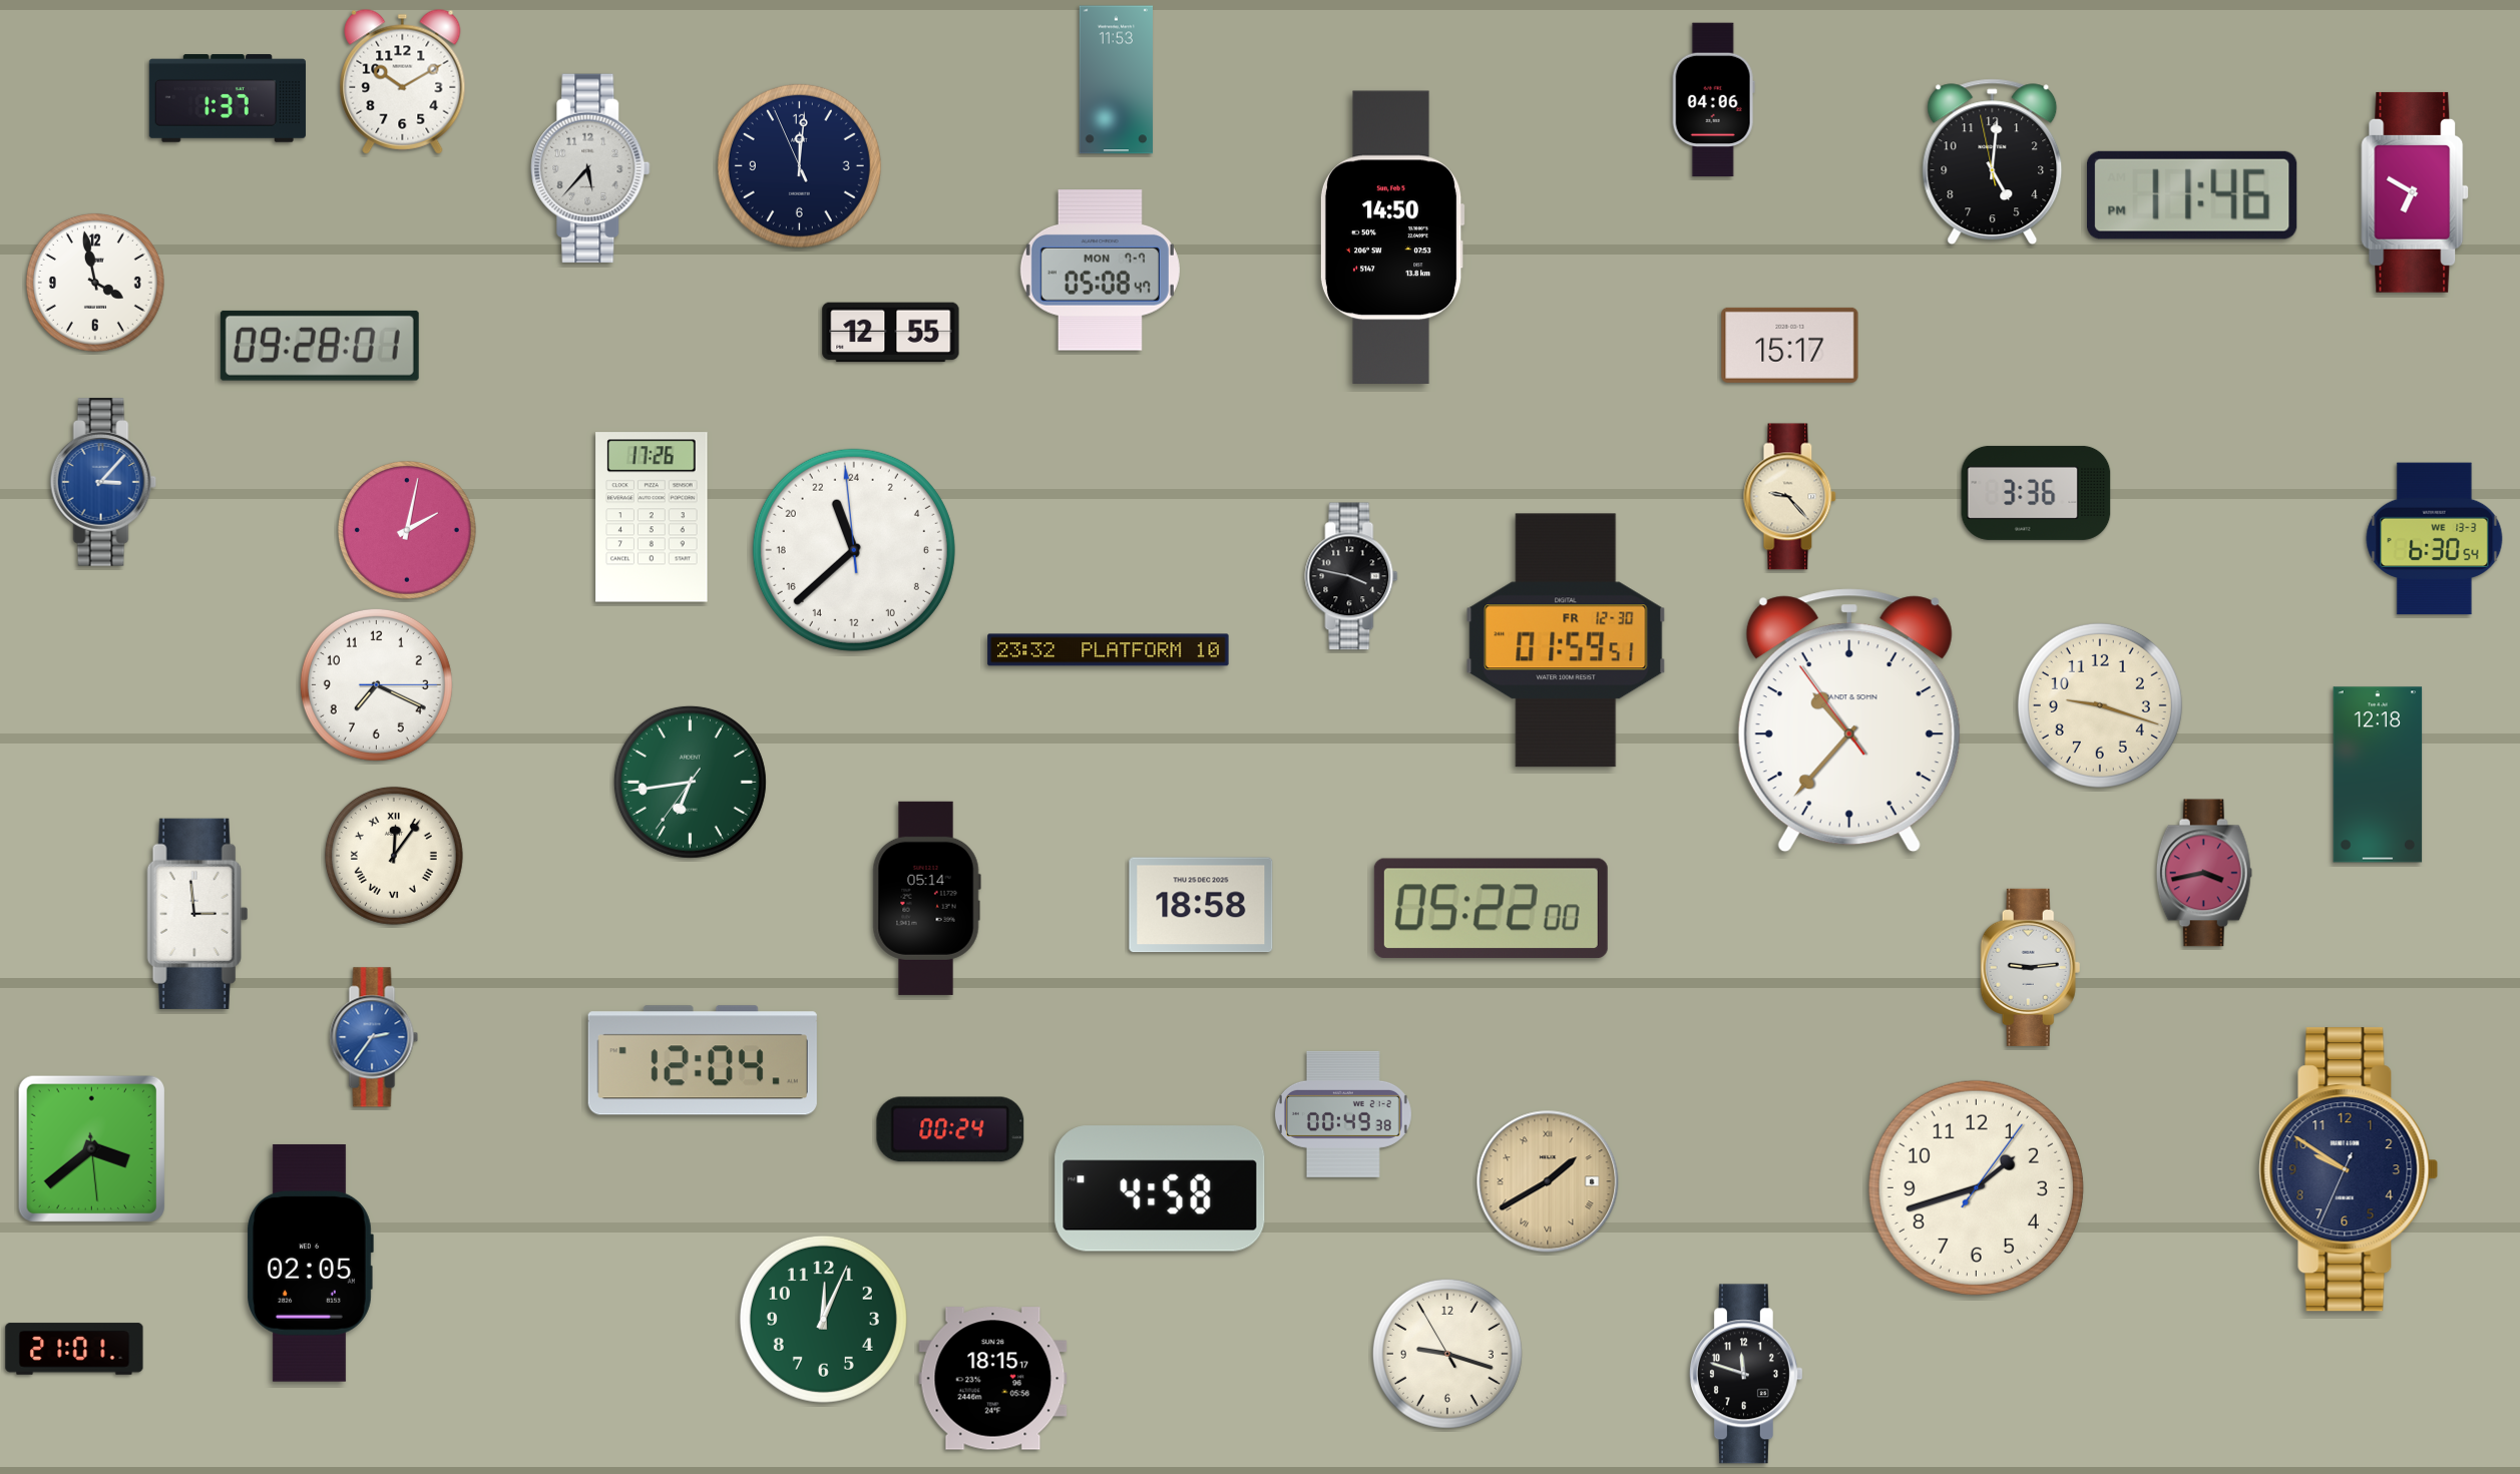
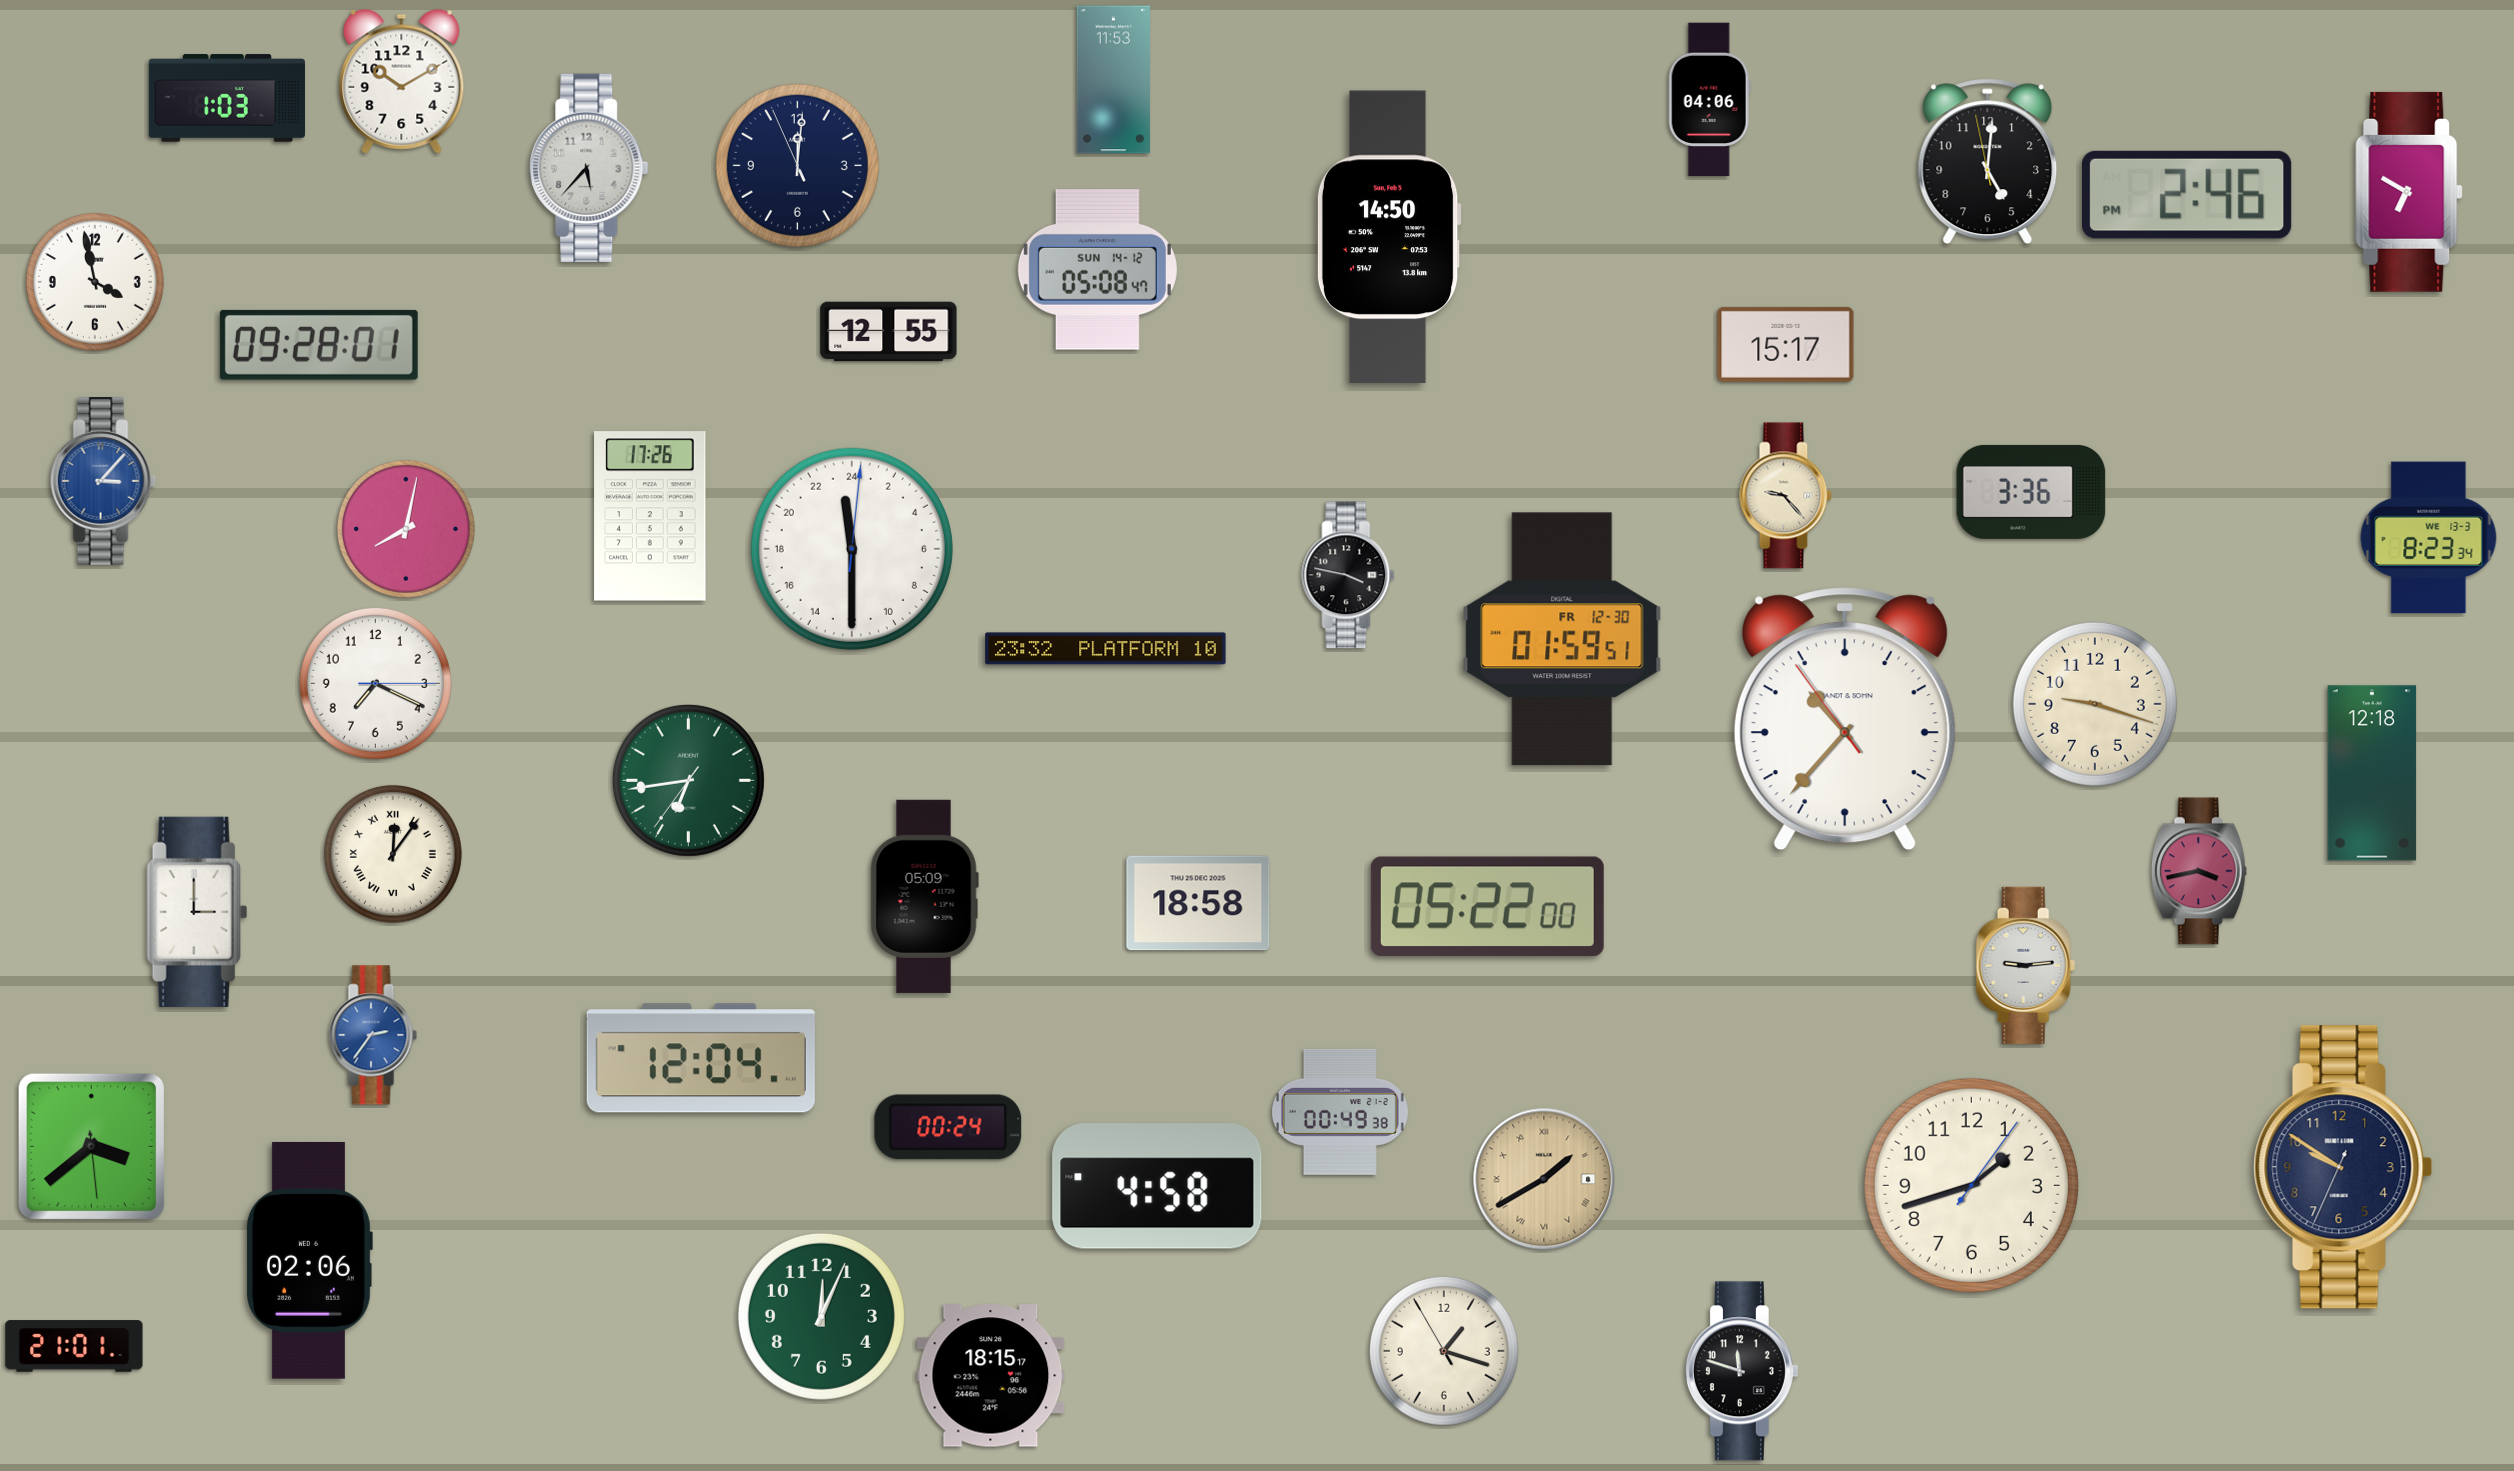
clock at (228, 98): 1:37 -> 1:03
clock at (2193, 195): 11:46 -> 2:46
clock at (1100, 271) date: MON 7-7 -> SUN 14-12
clock at (407, 530): 2:02 -> 8:02
clock at (2435, 539): 6:30 -> 8:23
clock at (854, 550): 22:37 -> 23:30
clock at (926, 898): 05:14 -> 05:09
clock at (197, 914): 2:59 -> 3:00
clock at (310, 1263): 02:05 -> 02:06
clock at (1447, 1354): 9:17 -> 1:17
